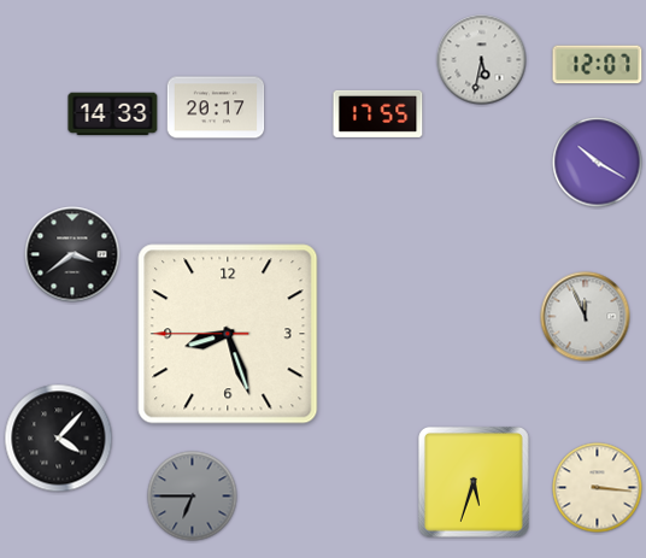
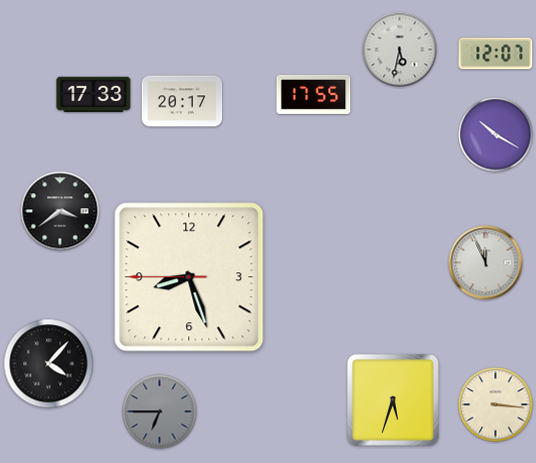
clock at (216, 107) position: (216, 107) -> (182, 101)
clock at (113, 114): 14:33 -> 17:33
